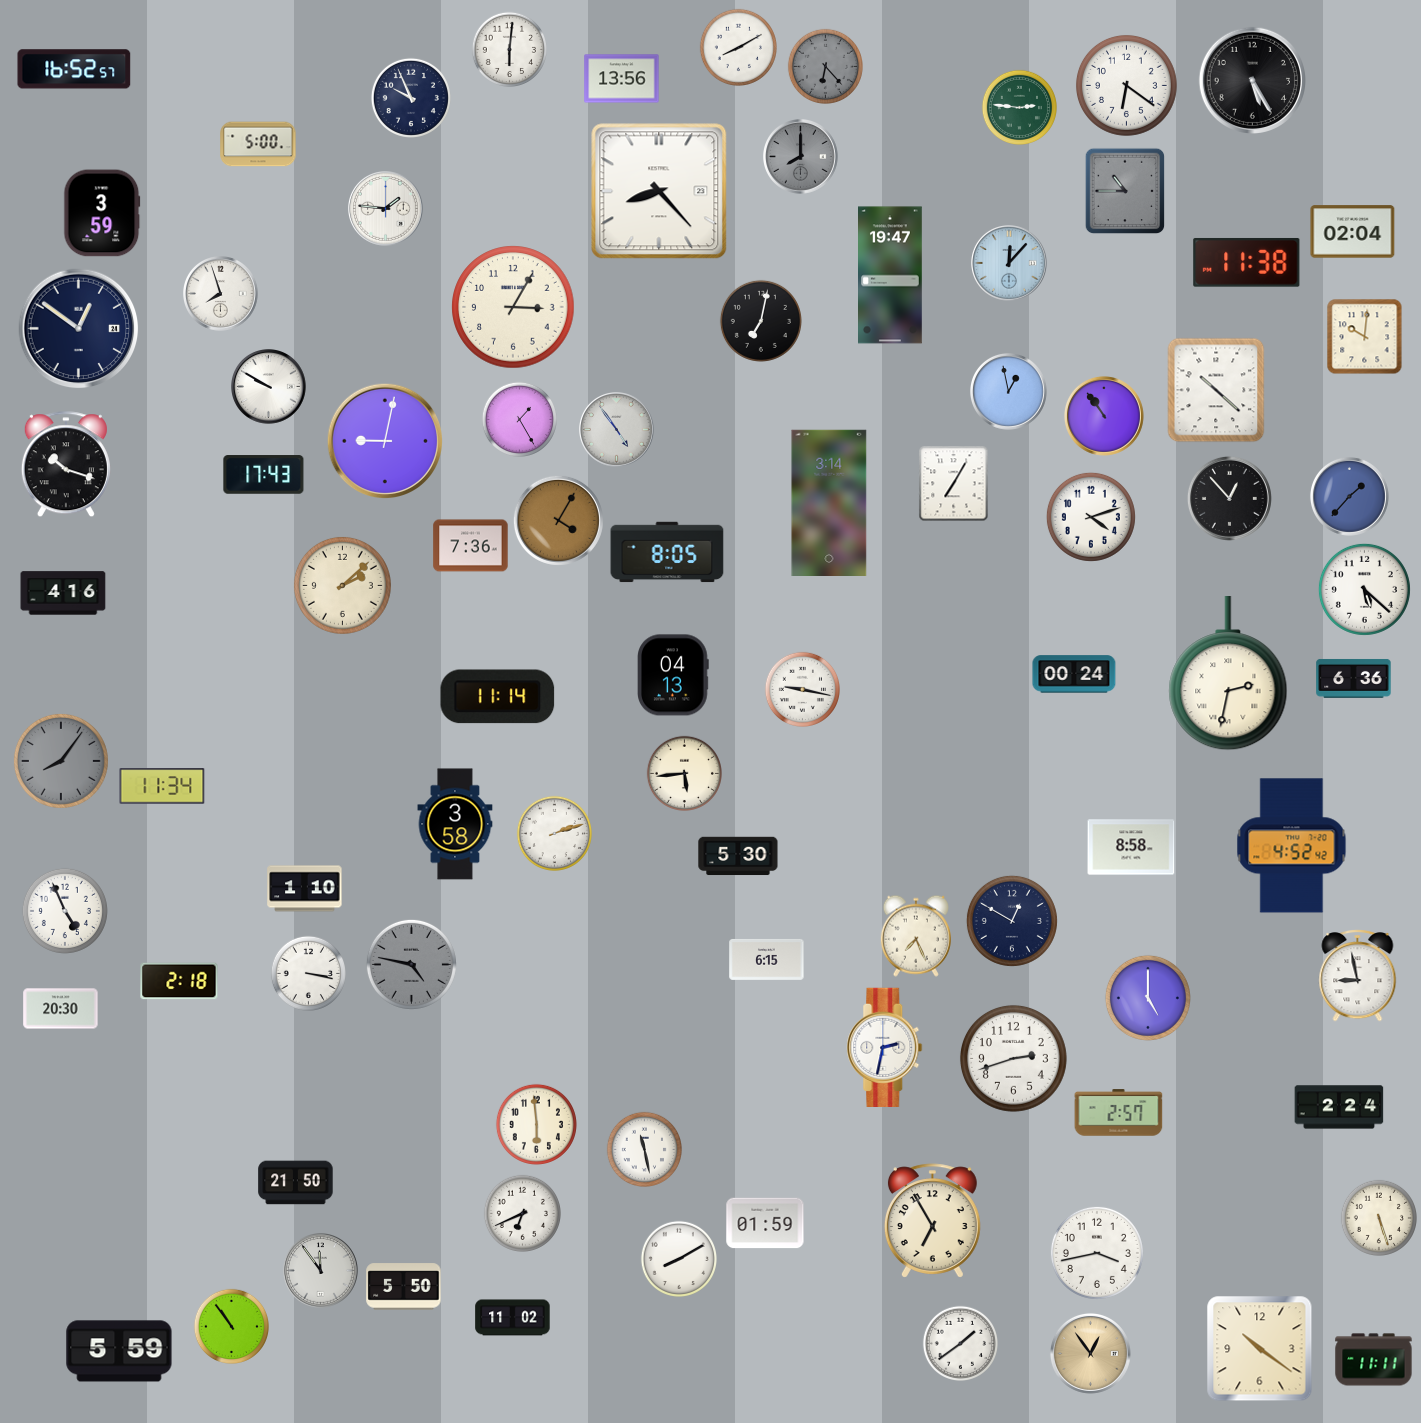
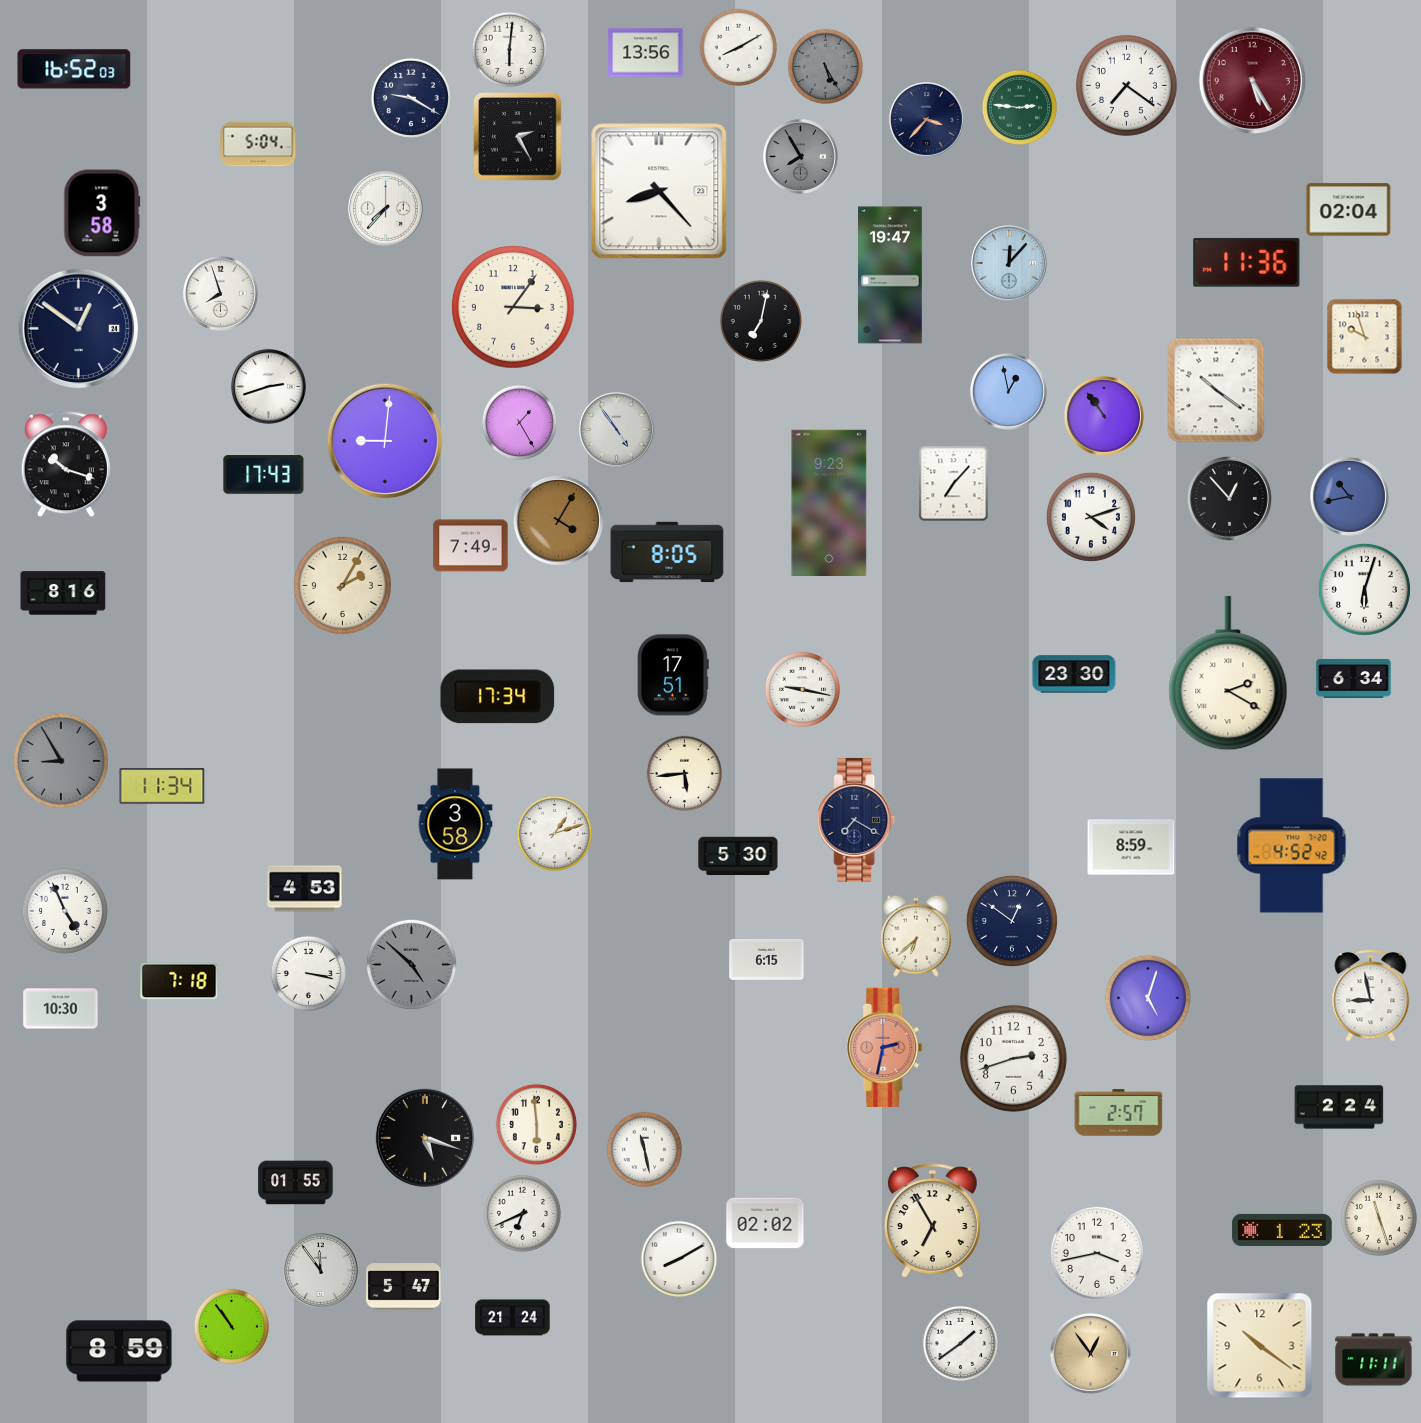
clock at (825, 66): 6:23 -> 5:25
clock at (74, 69): 16:52:57 -> 16:52:03
clock at (622, 79) position: (622, 79) -> (646, 53)
clock at (1252, 80) dial: black -> burgundy
clock at (1126, 85): 6:21 -> 7:21
clock at (411, 98): 9:56 -> 9:20
clock at (927, 120): none -> 3:37
clock at (518, 137): none -> 2:25
clock at (258, 144): 5:00 -> 5:04
clock at (801, 157): 8:00 -> 7:55
clock at (1125, 191): 10:45 -> none
clock at (386, 209): 1:46 -> 7:37
clock at (102, 213): 3:59 -> 3:58
clock at (1353, 232) position: (1353, 232) -> (1349, 210)
clock at (1247, 262): 11:38 -> 11:36
clock at (513, 307): 3:05 -> 3:06
clock at (1365, 337): 10:01 -> 9:57
clock at (269, 387): 9:50 -> 2:42
clock at (1216, 390): 10:22 -> 10:21
clock at (519, 419) position: (519, 419) -> (519, 422)
clock at (385, 441): 9:02 -> 9:01
clock at (954, 484): 7:05 -> 7:07
clock at (1349, 496): 1:37 -> 10:43
clock at (829, 502): 3:14 -> 9:23
clock at (471, 546): 7:36 -> 7:49
clock at (342, 585): 2:08 -> 2:05
clock at (1364, 589): 5:22 -> 6:03
clock at (63, 593): 4:16 -> 8:16
clock at (1074, 674): 00:24 -> 23:30
clock at (1228, 674): 2:32 -> 2:20
clock at (674, 675): 04:13 -> 17:51
clock at (1354, 678): 6:36 -> 6:34
clock at (498, 697): 11:14 -> 17:34
clock at (61, 761): 8:06 -> 8:55
clock at (856, 820): none -> 7:20
clock at (554, 833): 2:12 -> 1:12
clock at (1131, 847): 8:58 -> 8:59
clock at (305, 889): 1:10 -> 4:53
clock at (1012, 921): 12:50 -> 12:51
clock at (916, 936): 7:26 -> 6:38
clock at (411, 964): 4:47 -> 4:52
clock at (1358, 976) position: (1358, 976) -> (1371, 996)
clock at (179, 981): 2:18 -> 7:18
clock at (1148, 998): 5:00 -> 5:03
clock at (61, 1009): 20:30 -> 10:30
clock at (885, 1047) dial: white -> salmon
clock at (425, 1138): none -> 5:18
clock at (296, 1183): 21:50 -> 01:55
clock at (1378, 1217): 5:27 -> 11:27
clock at (765, 1223): 01:59 -> 02:02
clock at (1282, 1230): none -> 1:23
clock at (404, 1287): 5:50 -> 5:47
clock at (513, 1318): 11:02 -> 21:24
clock at (1260, 1349) position: (1260, 1349) -> (1260, 1346)
clock at (119, 1351): 5:59 -> 8:59
